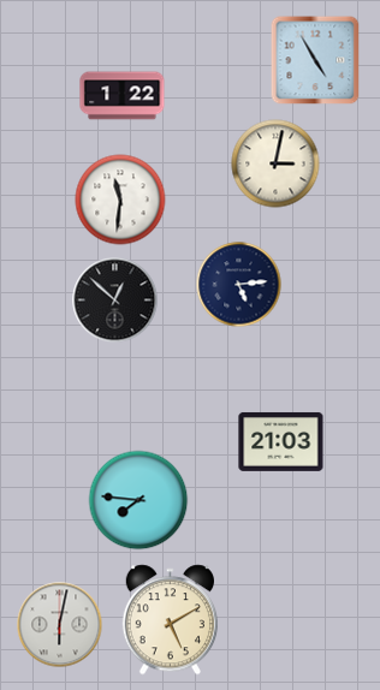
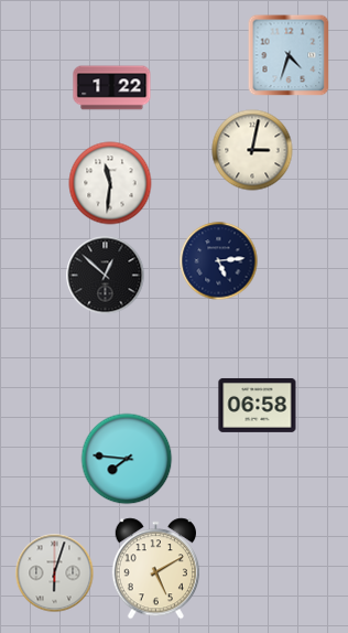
clock at (315, 60): 4:55 -> 4:33
clock at (281, 441): 21:03 -> 06:58
clock at (60, 625): 6:02 -> 6:03
